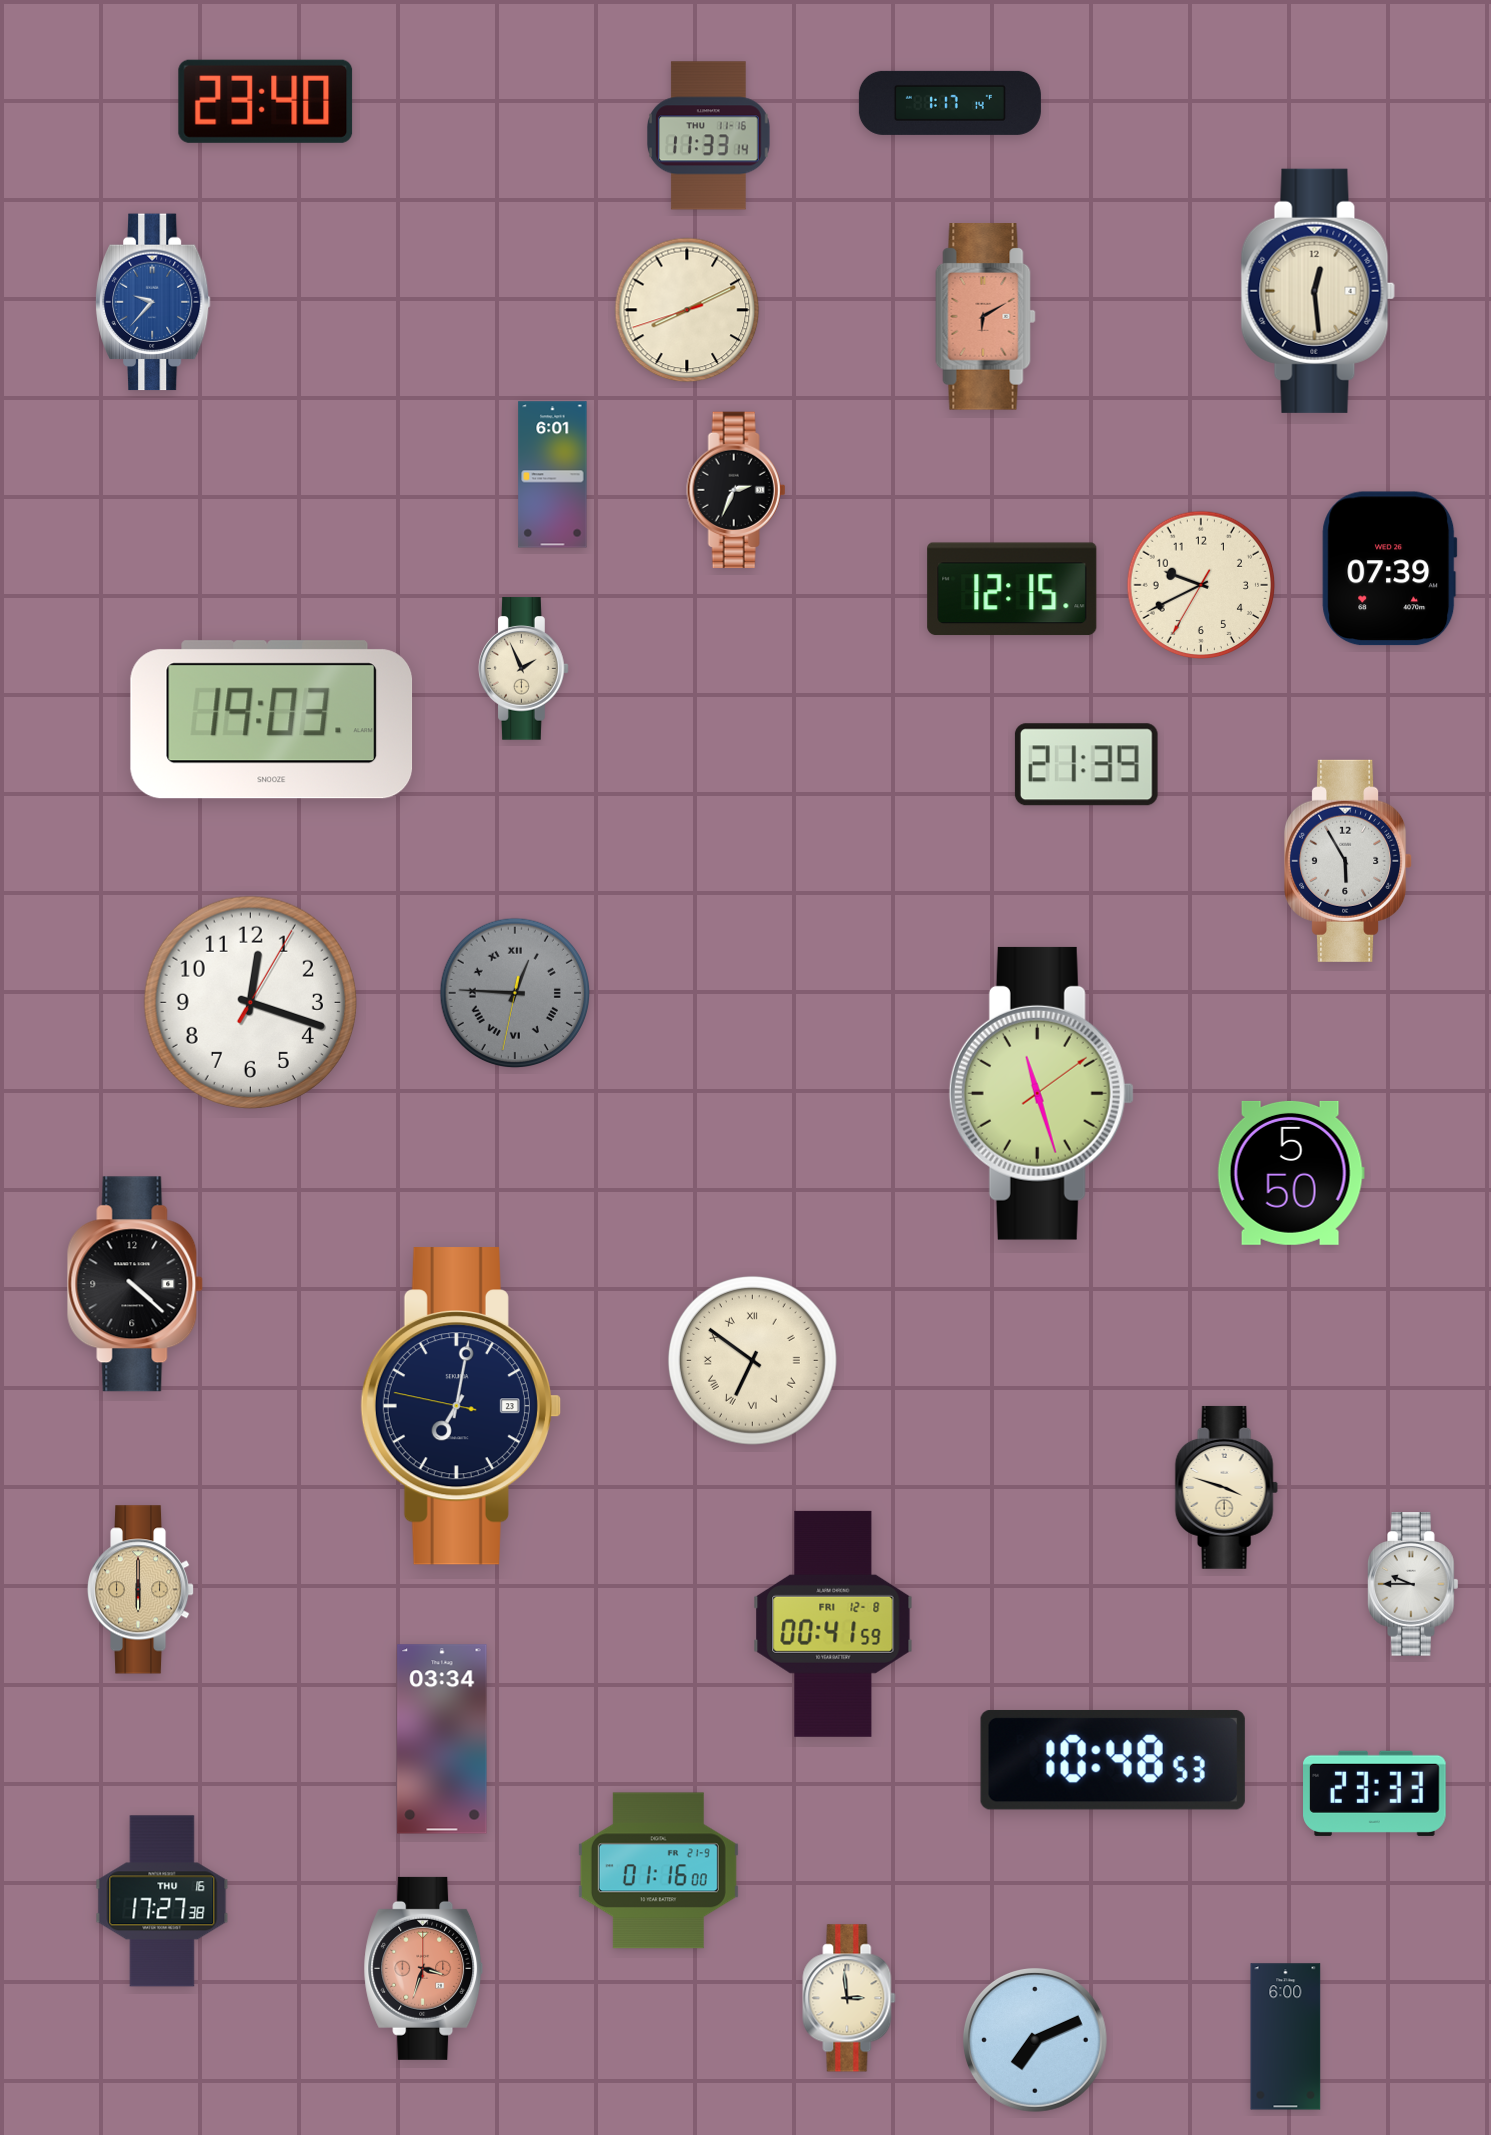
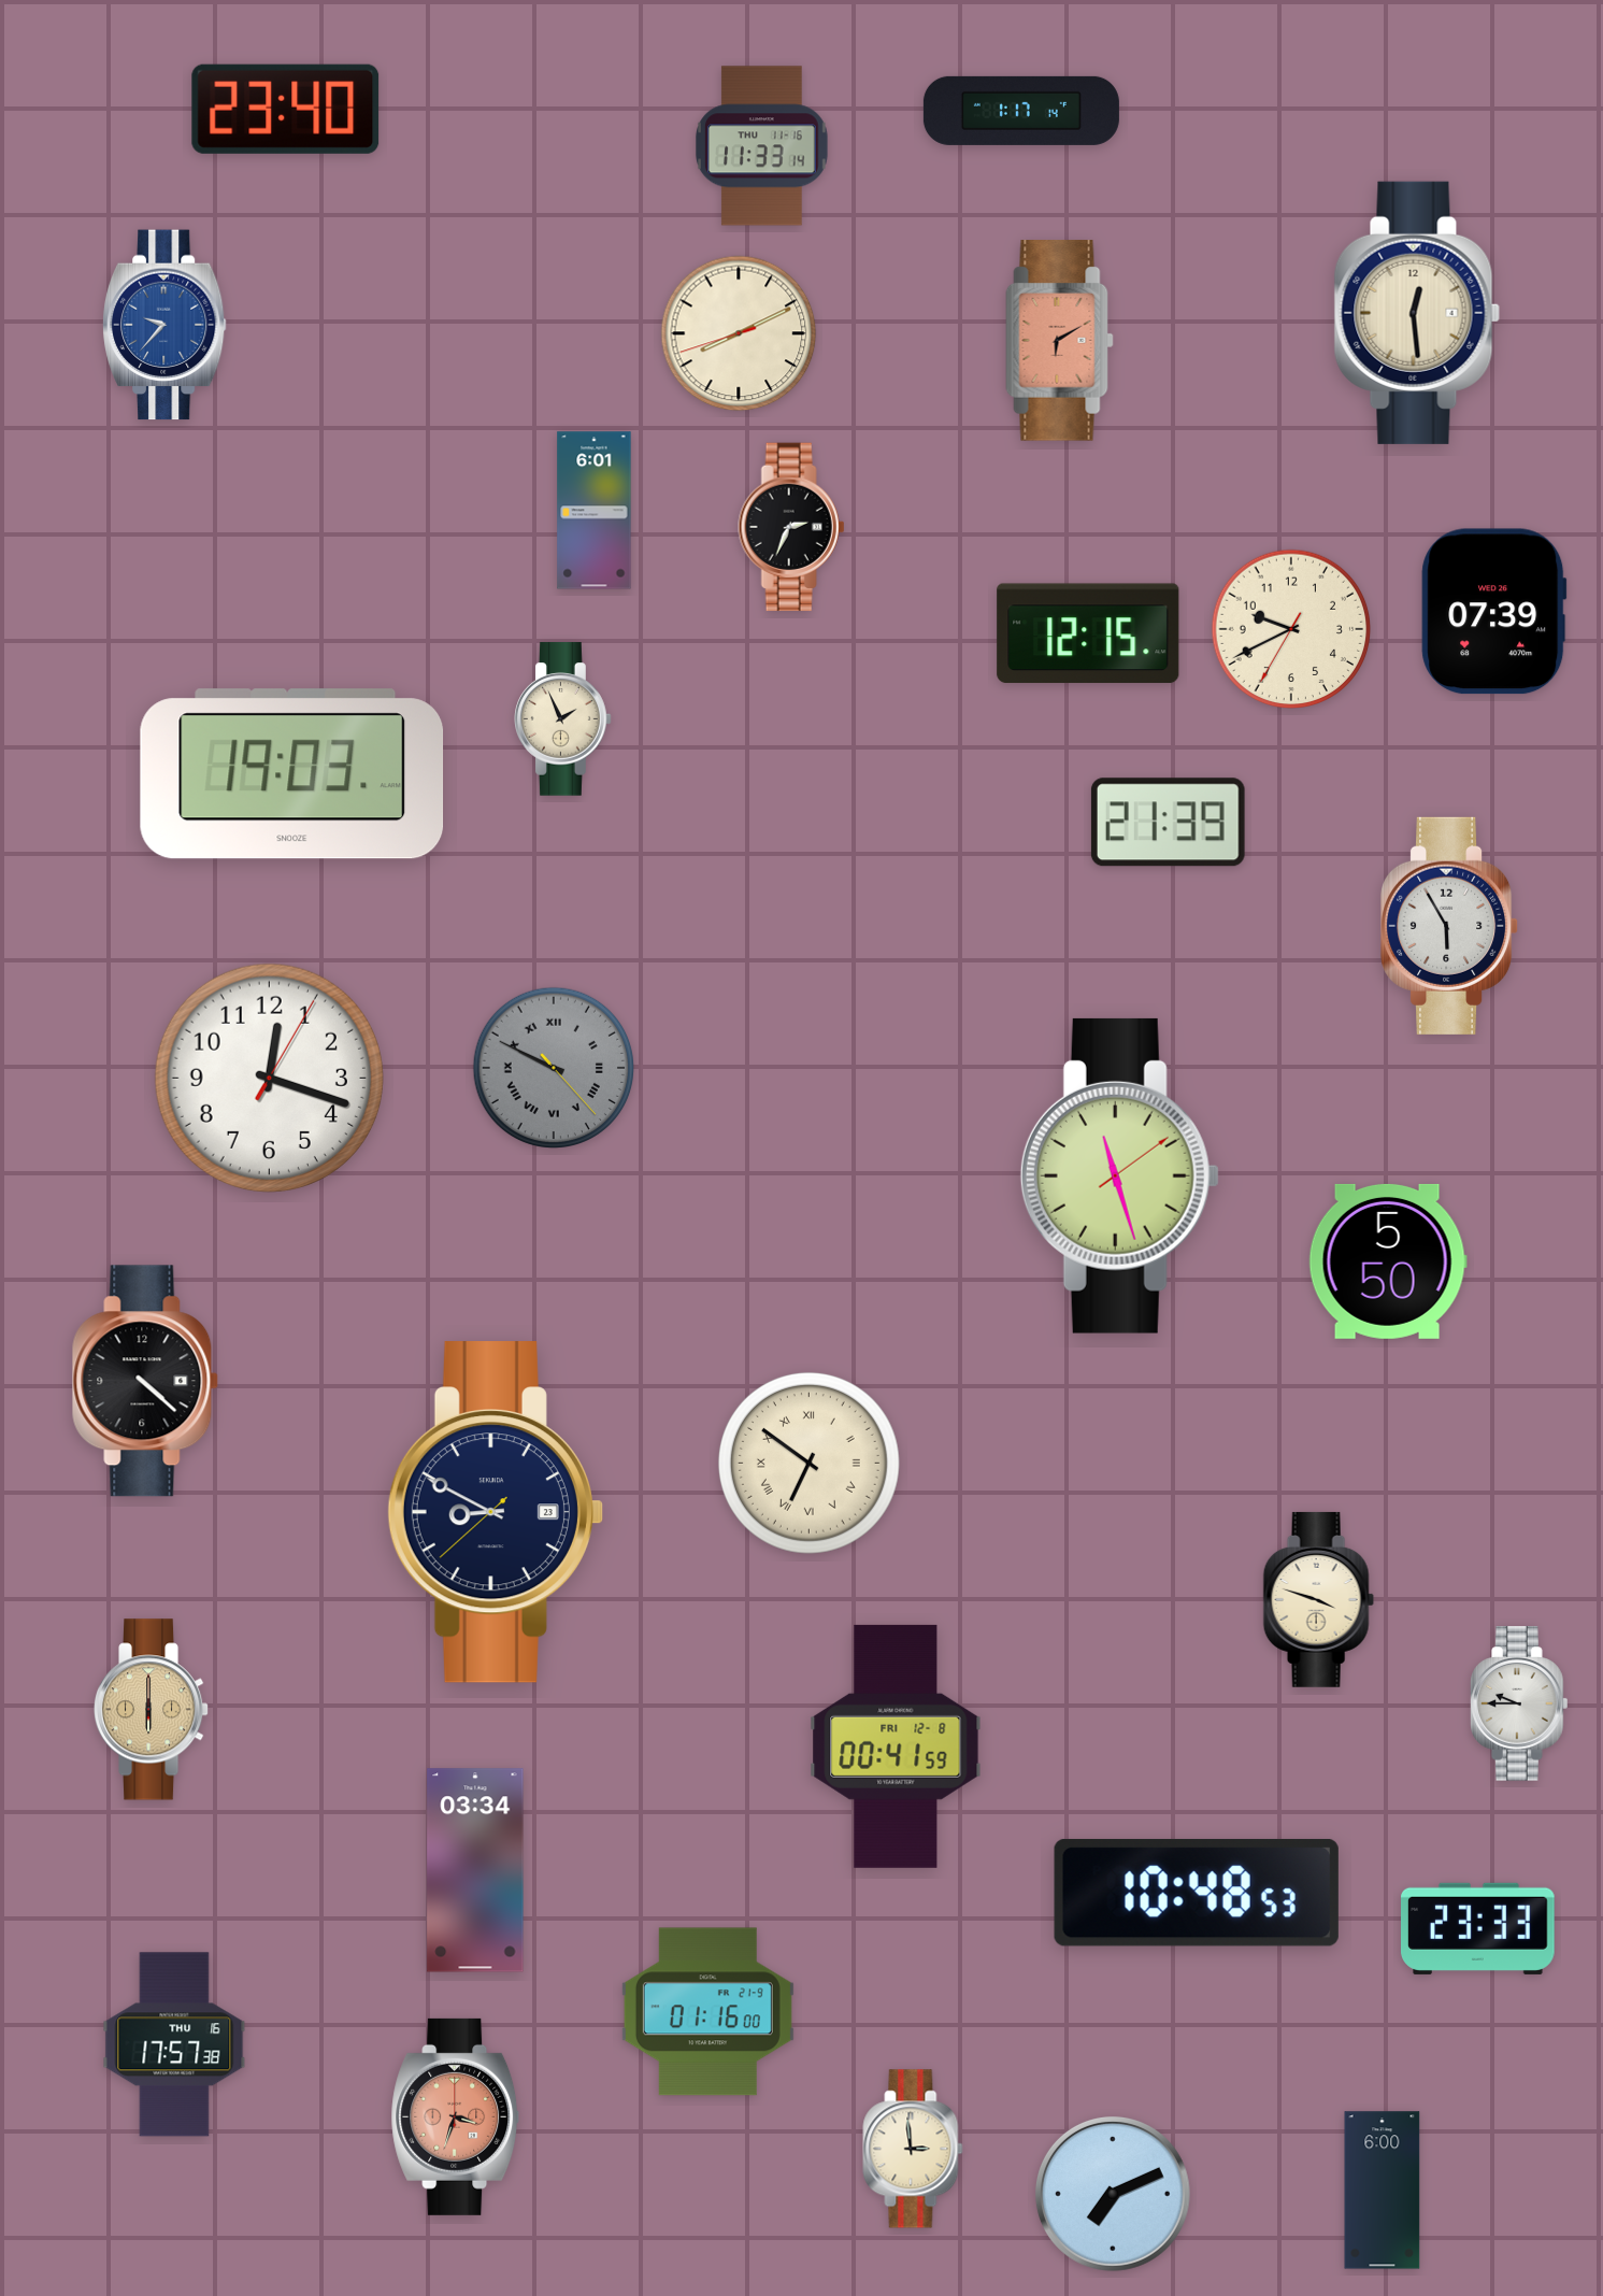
clock at (514, 992): 12:45 -> 9:49
clock at (461, 1406): 7:01 -> 8:49
clock at (162, 1901): 17:27 -> 17:57
